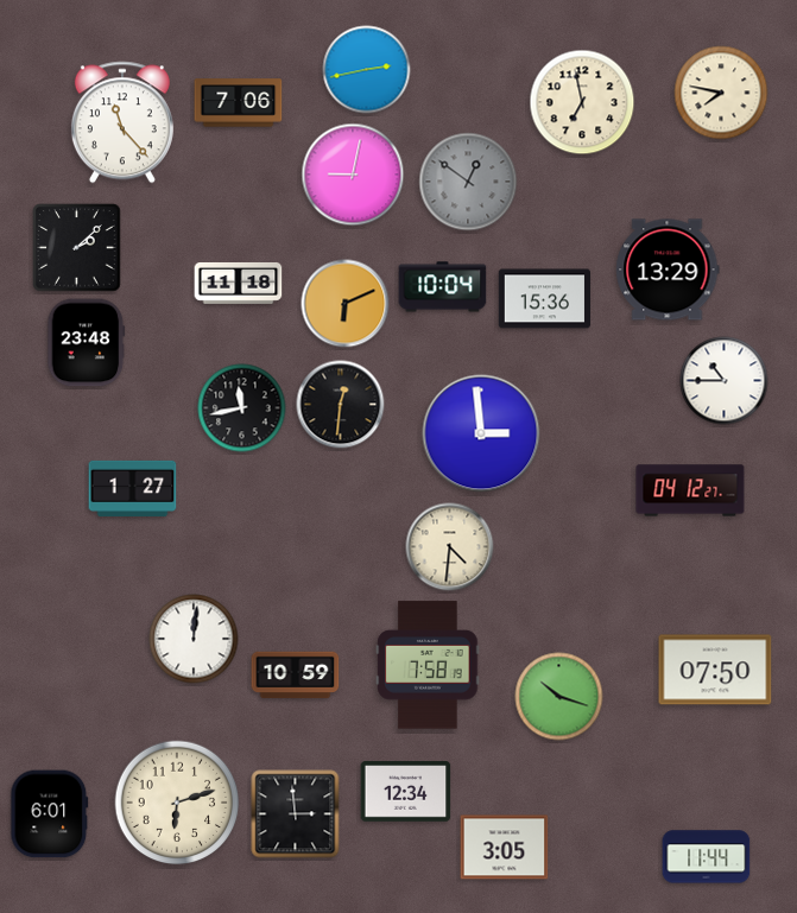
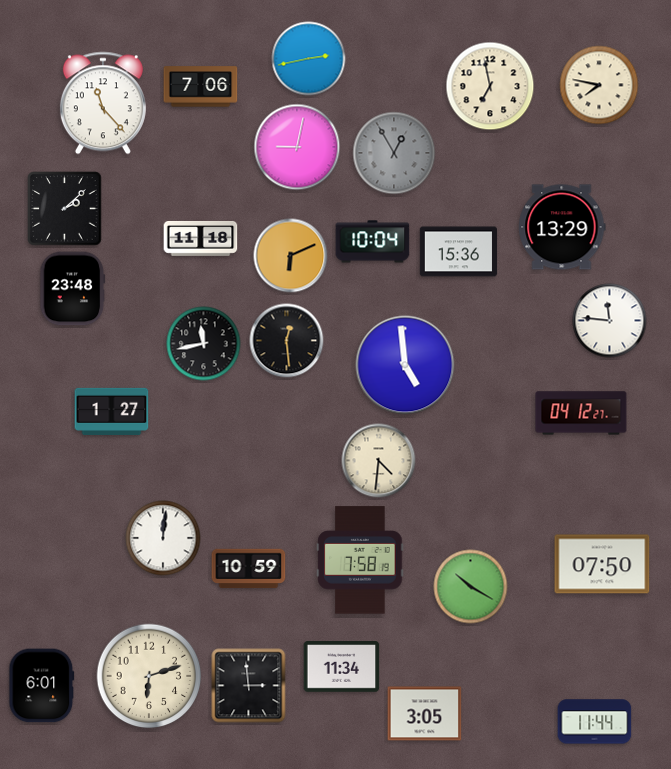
clock at (721, 93) position: (721, 93) -> (599, 85)
clock at (468, 182): 12:51 -> 12:55
clock at (725, 381): 10:45 -> 11:46
clock at (341, 405): 12:31 -> 12:29
clock at (481, 433): 2:59 -> 4:59
clock at (559, 697): 10:18 -> 10:20
clock at (406, 792): 12:34 -> 11:34
